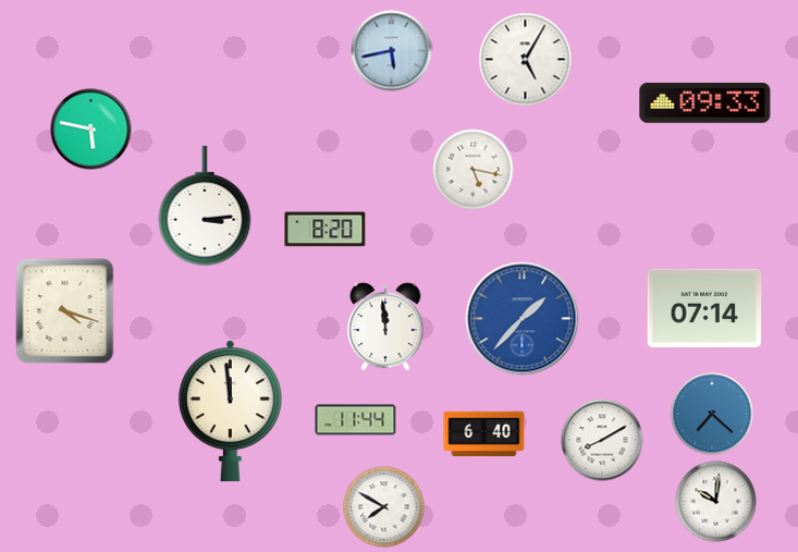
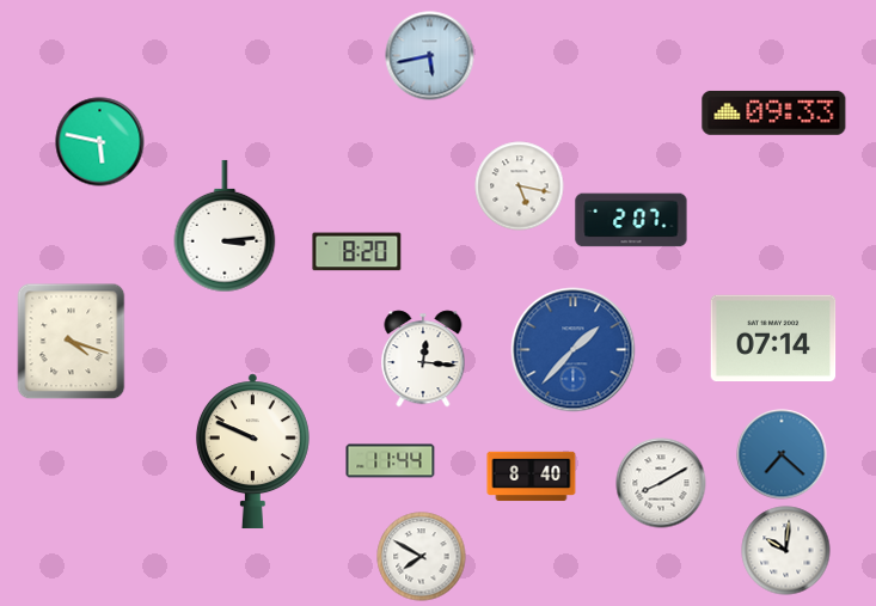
clock at (526, 60): 5:05 -> none
clock at (631, 220): none -> 2:07
clock at (385, 327): 11:59 -> 12:16
clock at (230, 412): 11:59 -> 9:49
clock at (484, 434): 6:40 -> 8:40
